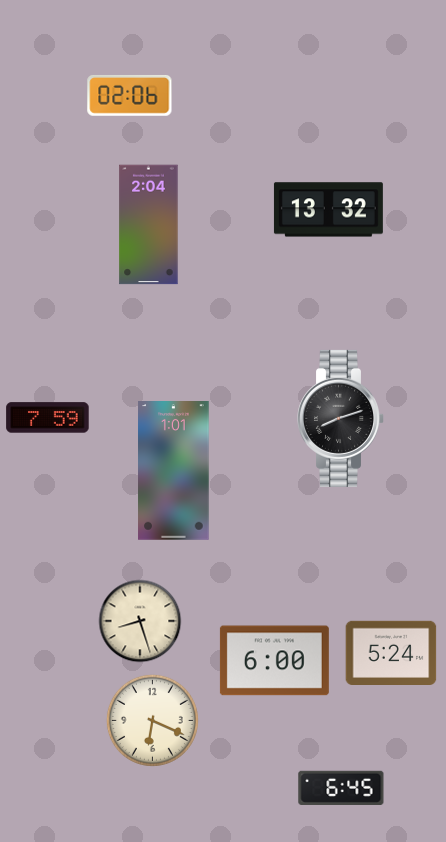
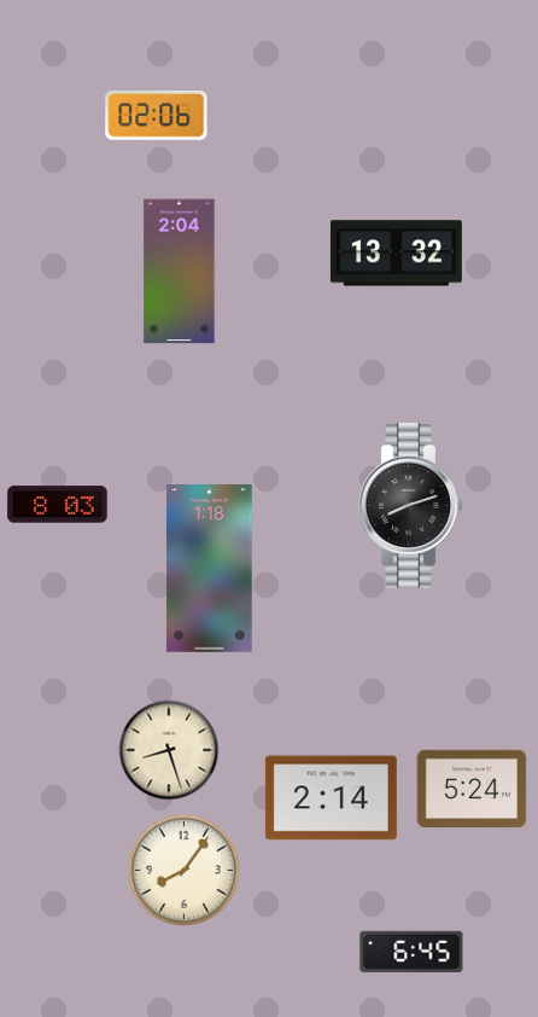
clock at (48, 418): 7:59 -> 8:03
clock at (174, 471): 1:01 -> 1:18
clock at (274, 661): 6:00 -> 2:14
clock at (152, 720): 6:19 -> 8:06
